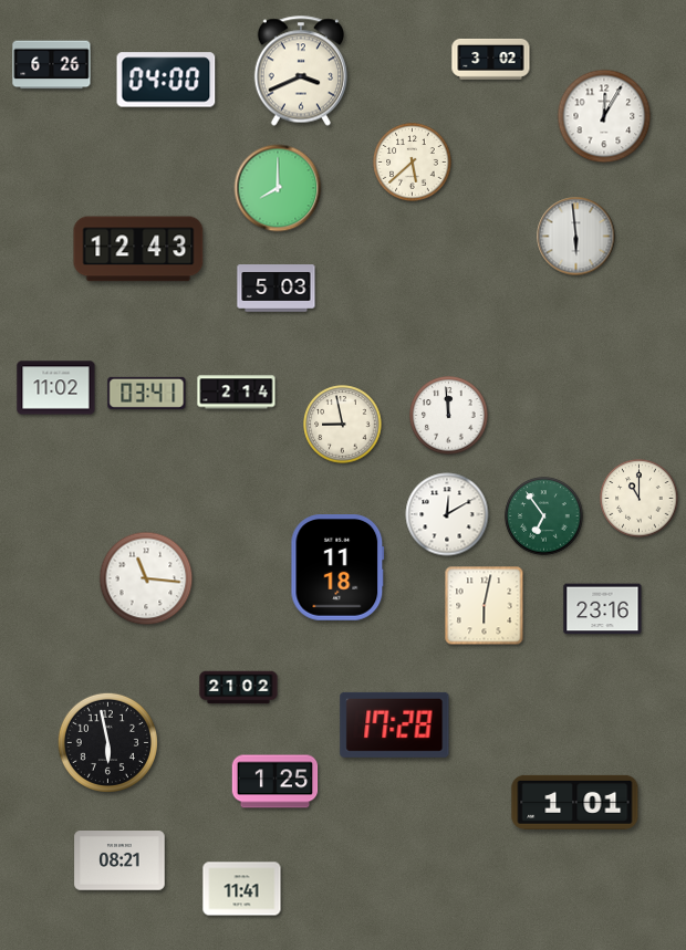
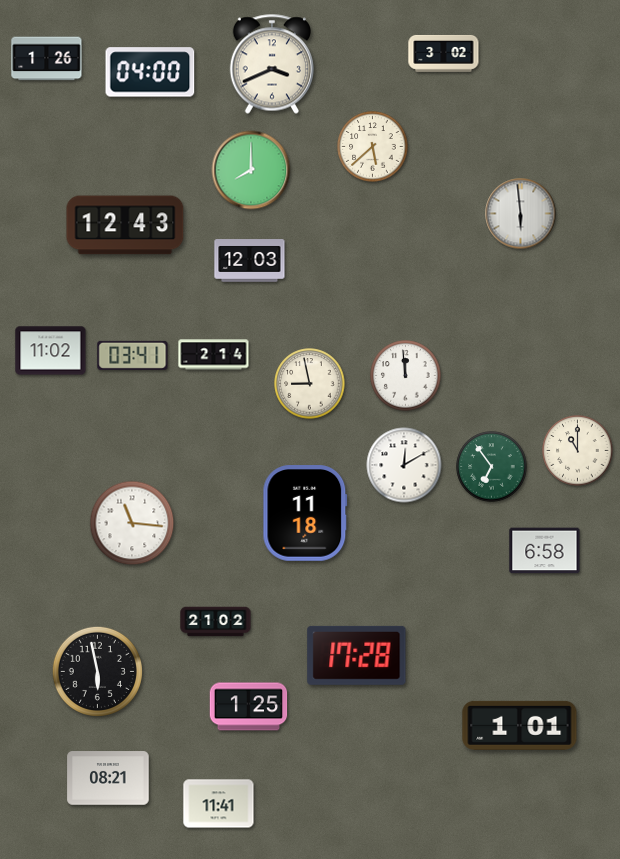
clock at (52, 65): 6:26 -> 1:26
clock at (604, 116): 12:05 -> none
clock at (277, 289): 5:03 -> 12:03
clock at (485, 606): 6:02 -> none
clock at (603, 609): 23:16 -> 6:58
